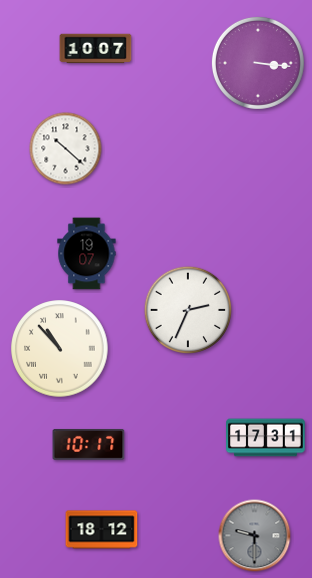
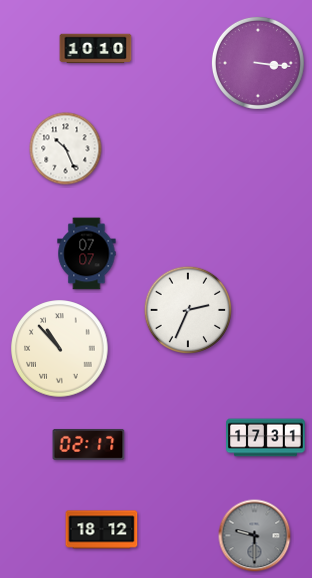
clock at (96, 49): 10:07 -> 10:10
clock at (66, 149): 10:22 -> 10:26
clock at (87, 254): 19:07 -> 07:07
clock at (89, 444): 10:17 -> 02:17
